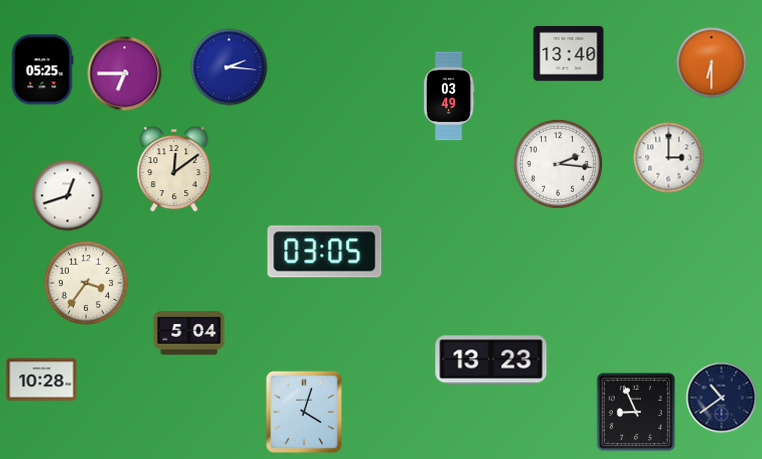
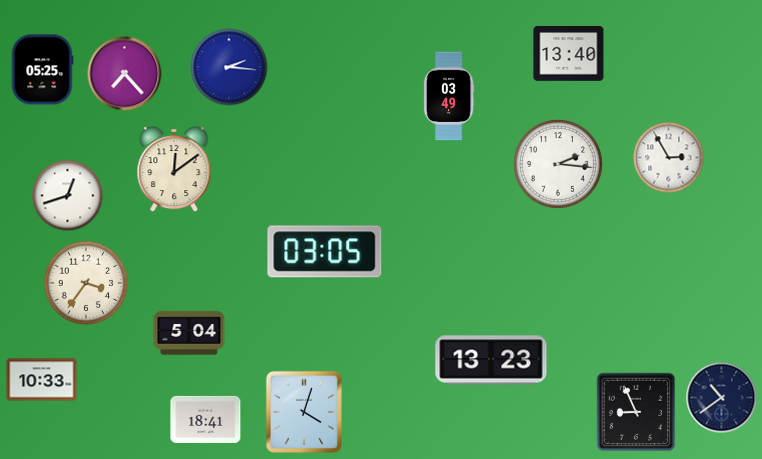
clock at (712, 63): 6:30 -> none
clock at (125, 74): 6:45 -> 7:23
clock at (669, 158): 3:00 -> 2:55
clock at (42, 380): 10:28 -> 10:33
clock at (206, 419): none -> 18:41
